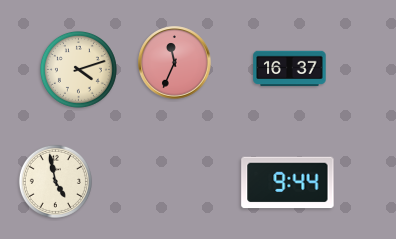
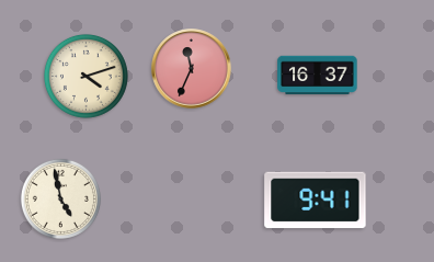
clock at (288, 183): 9:44 -> 9:41
